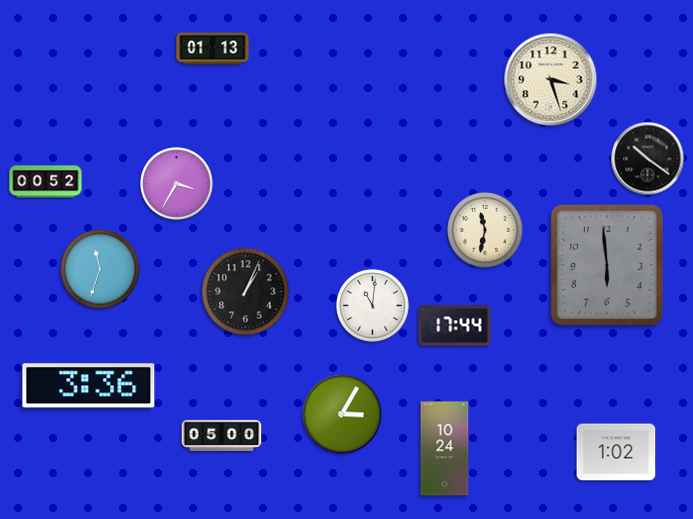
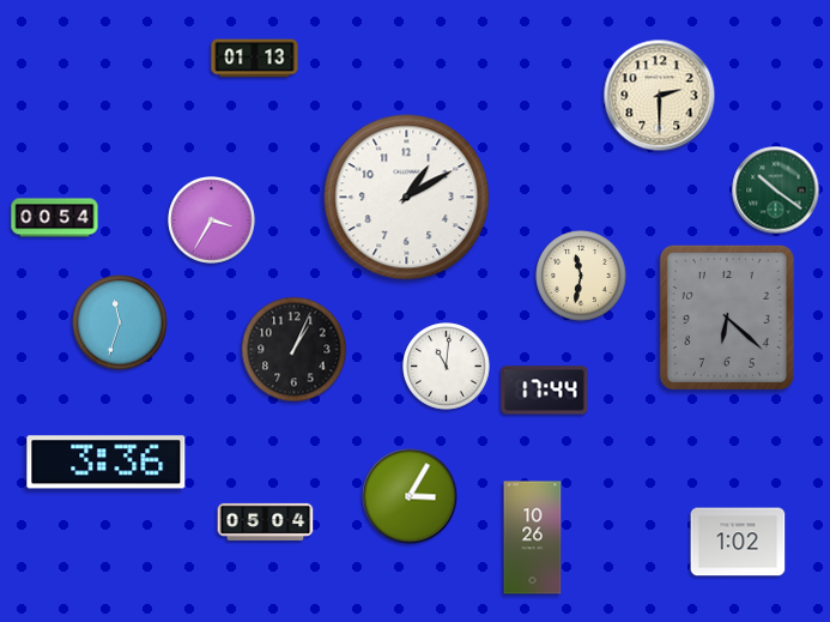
clock at (551, 80): 3:27 -> 2:30
clock at (648, 159) dial: black -> green
clock at (407, 198): none -> 1:10
clock at (46, 182): 00:52 -> 00:54
clock at (607, 265): 5:59 -> 6:22
clock at (222, 435): 05:00 -> 05:04
clock at (445, 449): 10:24 -> 10:26
